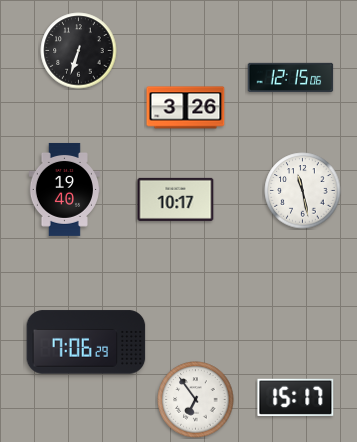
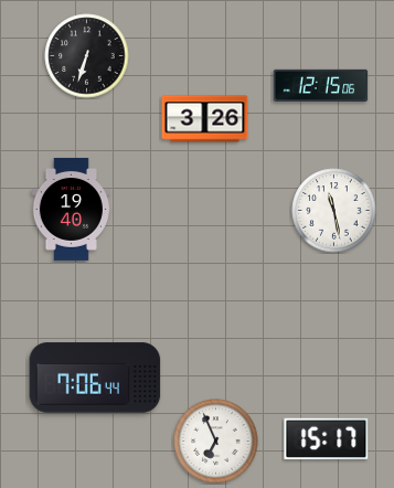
clock at (176, 199): 10:17 -> none
clock at (86, 342): 7:06:29 -> 7:06:44
clock at (196, 400): 6:54 -> 6:56
